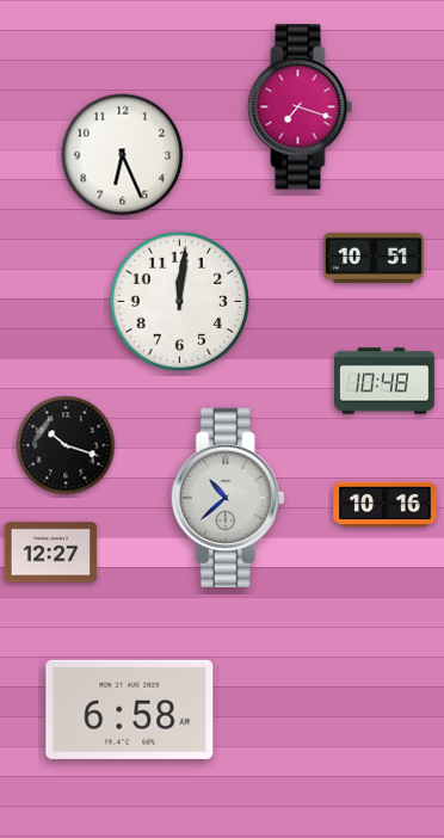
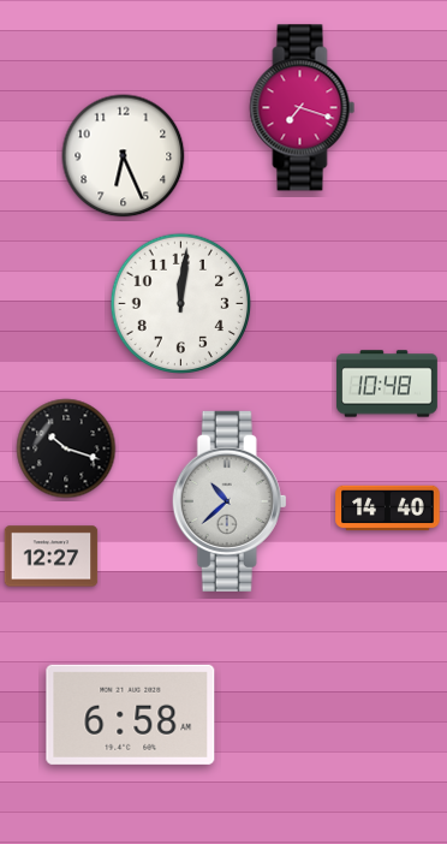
clock at (375, 258): 10:51 -> none
clock at (386, 505): 10:16 -> 14:40
